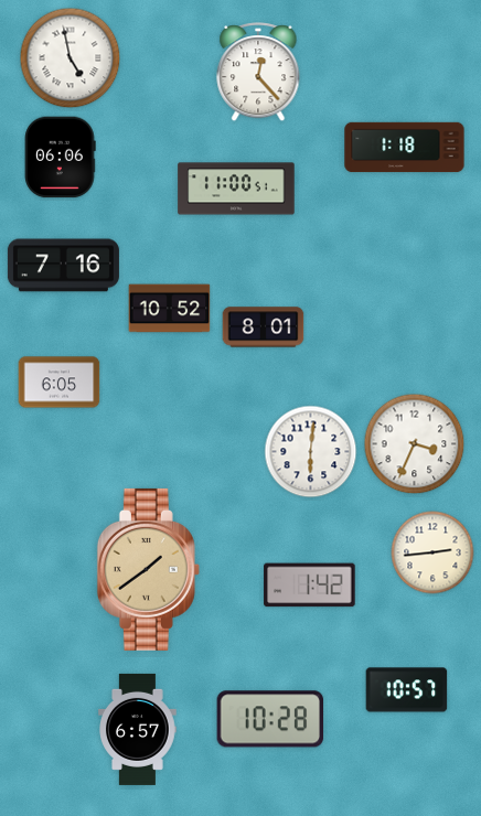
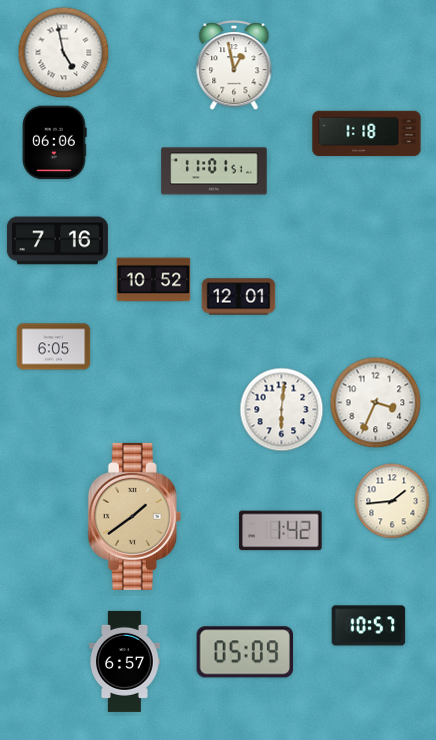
clock at (258, 73): 12:23 -> 12:58
clock at (236, 189): 11:00 -> 11:01
clock at (264, 328): 8:01 -> 12:01
clock at (432, 552): 2:44 -> 1:44
clock at (270, 719): 10:28 -> 05:09
